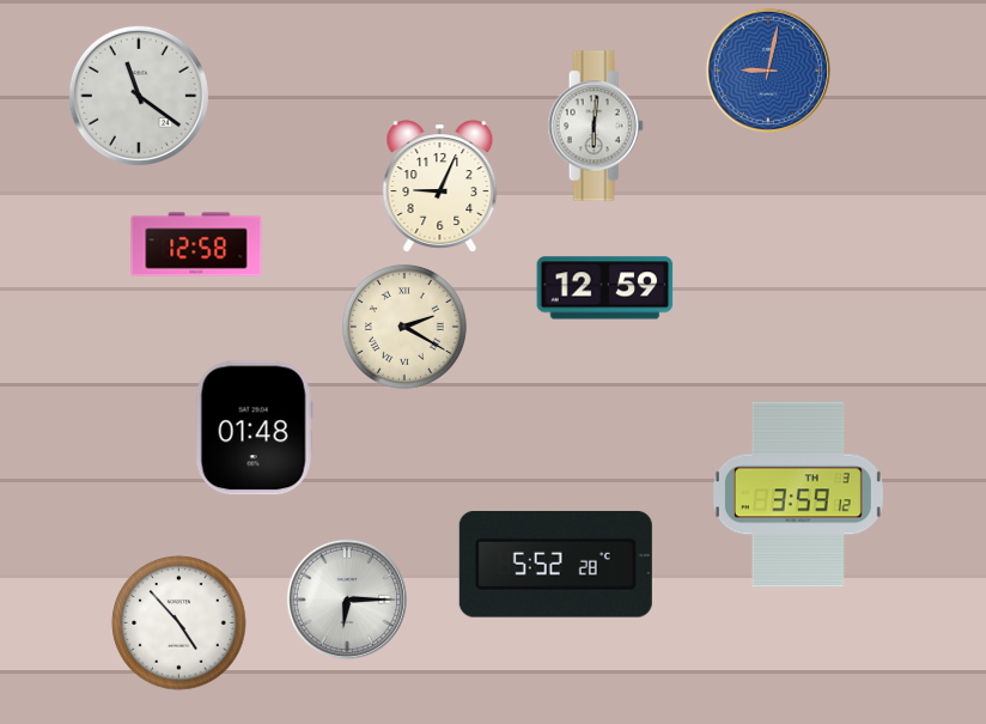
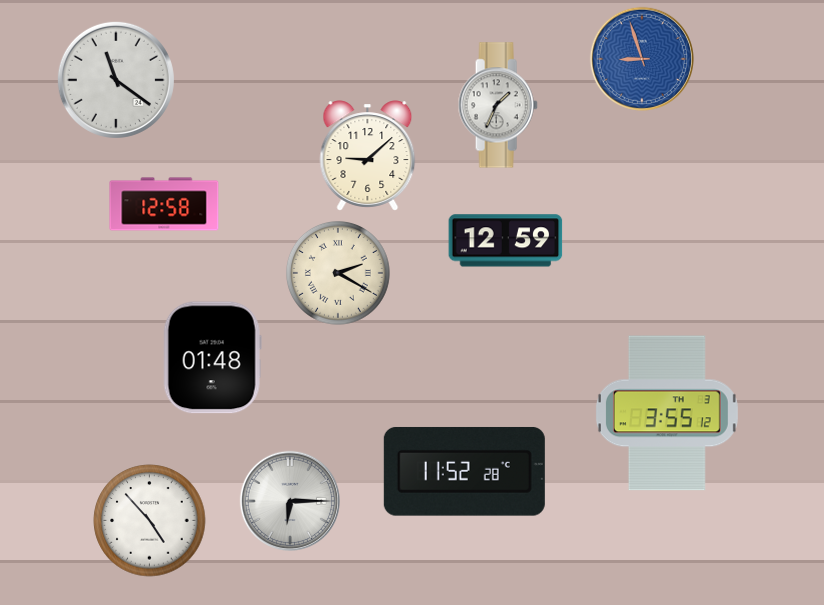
clock at (768, 71): 9:02 -> 8:57
clock at (596, 126): 6:01 -> 1:34
clock at (440, 187): 9:04 -> 9:08
clock at (798, 494): 3:59 -> 3:55
clock at (555, 564): 5:52 -> 11:52
